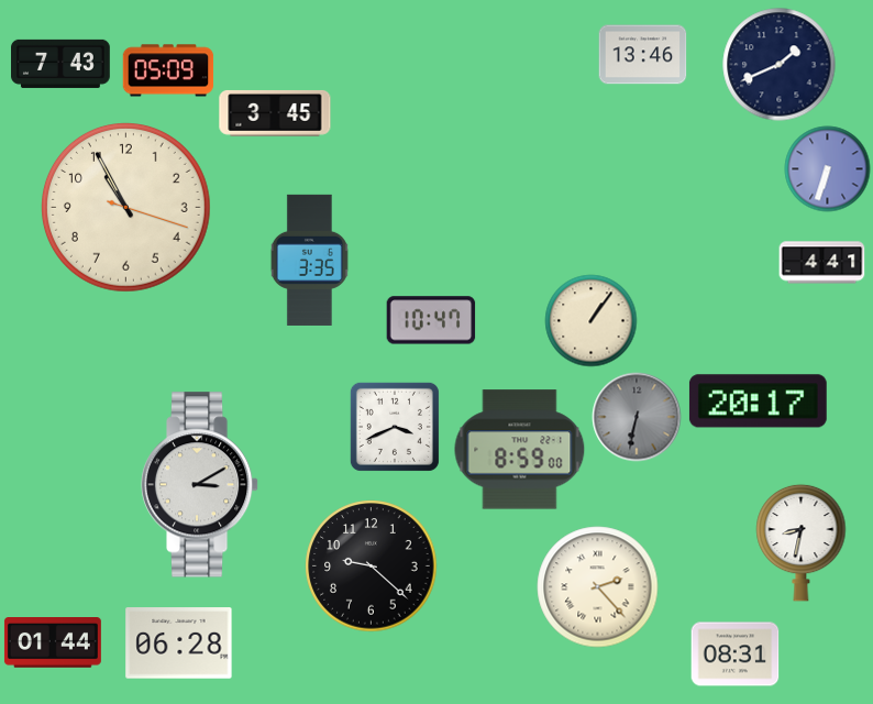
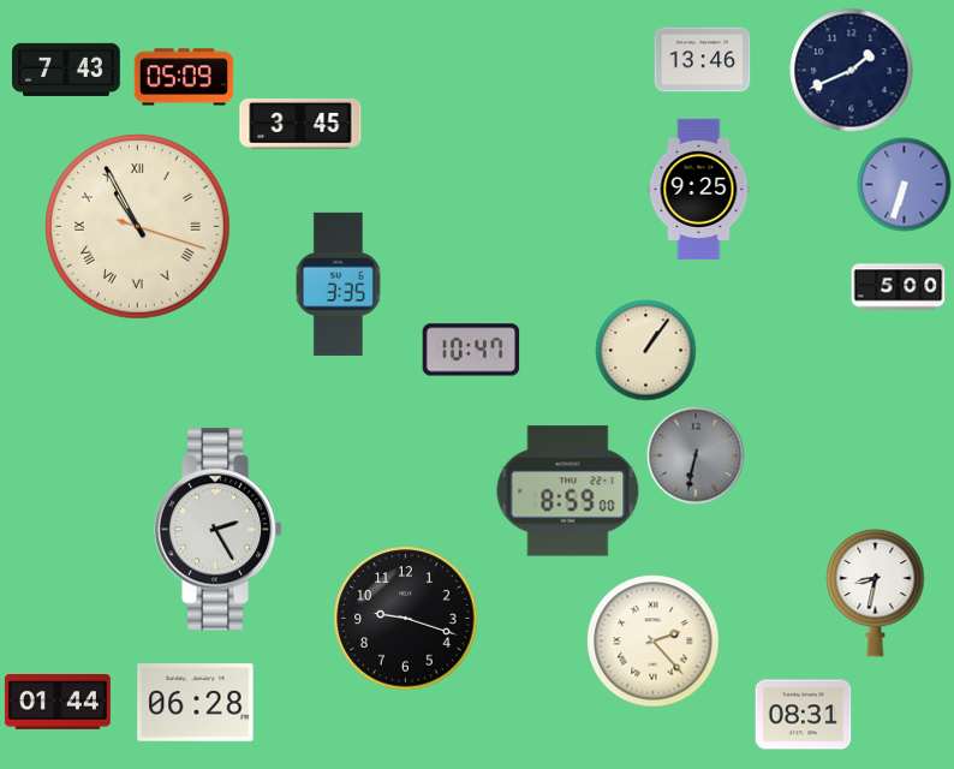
clock at (699, 190): none -> 9:25
clock at (126, 208) numerals: Arabic -> Roman
clock at (822, 263): 4:41 -> 5:00
clock at (758, 402): 20:17 -> none
clock at (395, 427): 3:41 -> none
clock at (200, 485): 3:10 -> 2:25
clock at (372, 566): 9:22 -> 9:18
